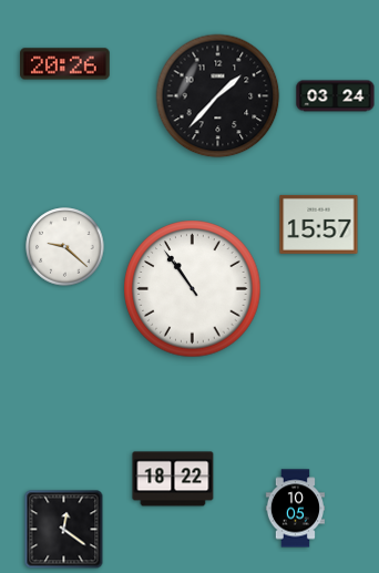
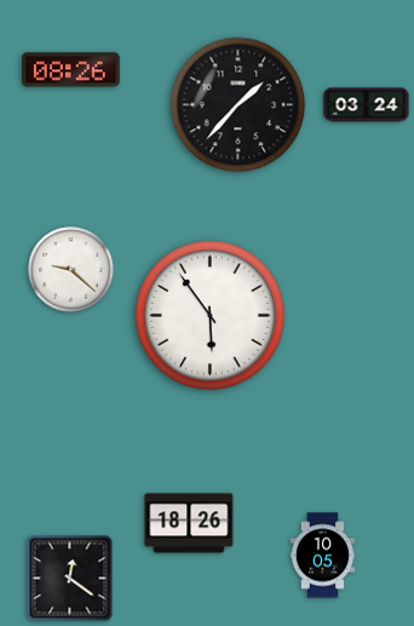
clock at (65, 64): 20:26 -> 08:26
clock at (319, 224): 15:57 -> none
clock at (193, 289): 10:54 -> 5:54
clock at (173, 479): 18:22 -> 18:26
